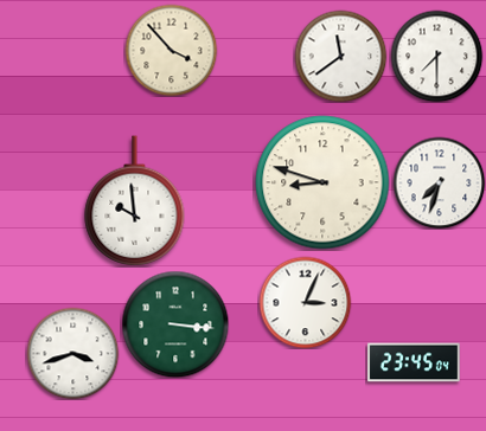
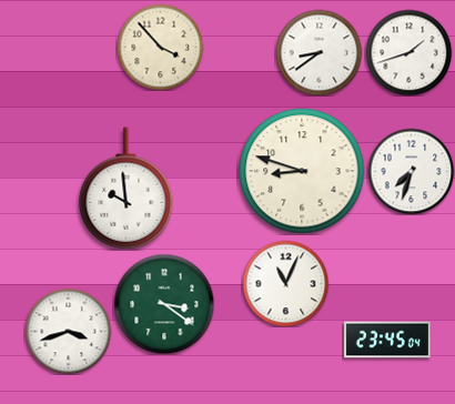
clock at (340, 56): 11:39 -> 8:39
clock at (436, 56): 7:30 -> 1:42
clock at (305, 302): 3:04 -> 11:04
clock at (175, 324): 3:16 -> 3:21
